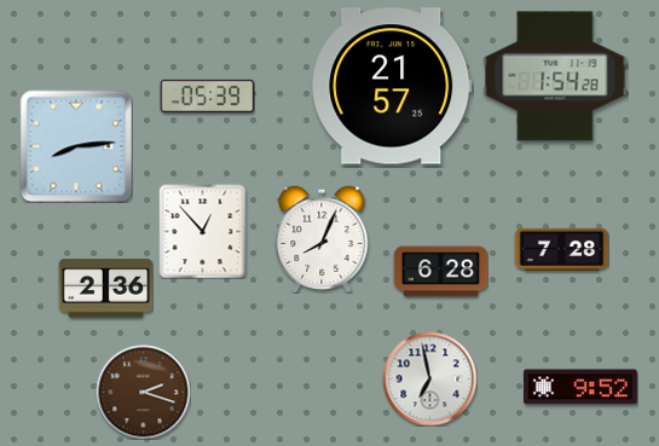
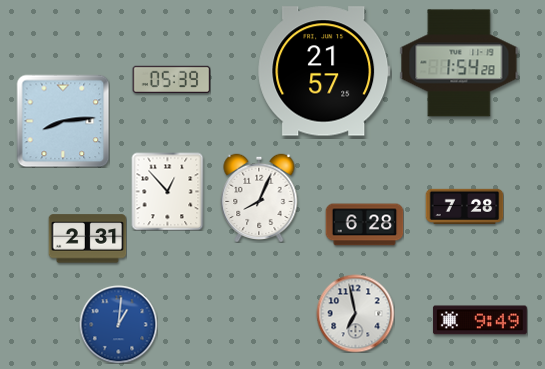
clock at (322, 239) position: (322, 239) -> (259, 198)
clock at (105, 289): 2:36 -> 2:31
clock at (580, 387): 9:52 -> 9:49
clock at (143, 392): 2:18 -> 1:01
clock at (143, 392) dial: brown -> blue
